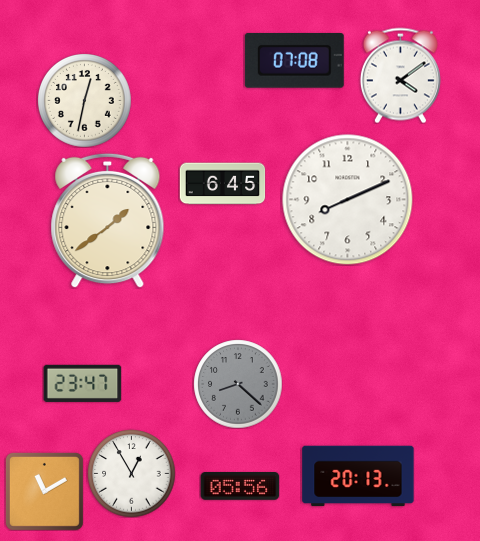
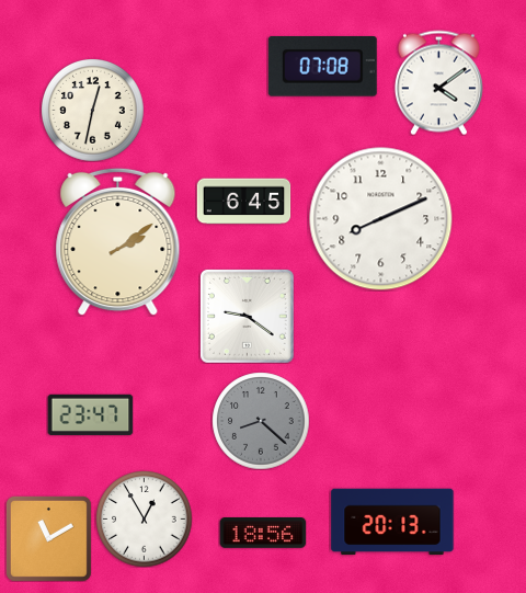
clock at (108, 220): 1:39 -> 2:09
clock at (247, 316): none -> 9:21
clock at (82, 383) position: (82, 383) -> (90, 414)
clock at (240, 487): 05:56 -> 18:56
